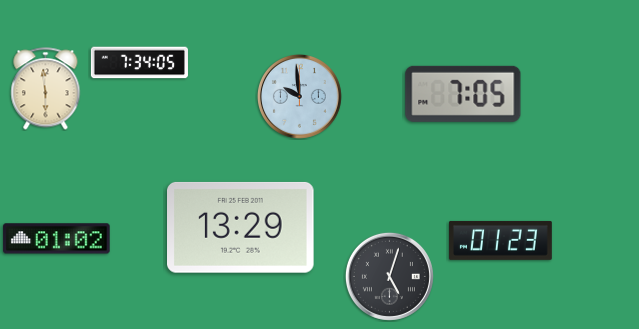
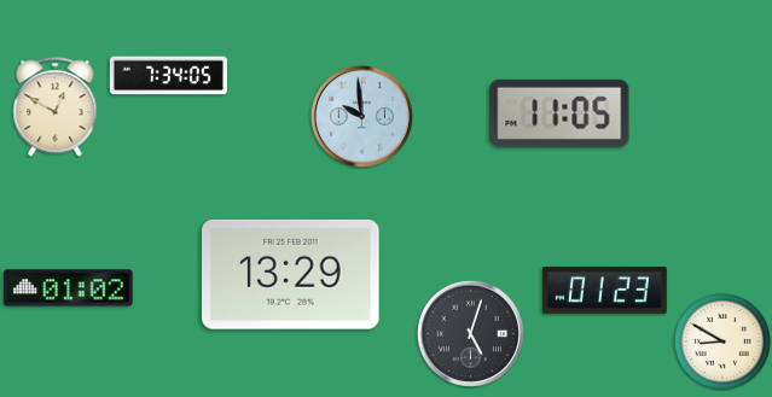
clock at (46, 89): 5:59 -> 12:50
clock at (463, 94): 7:05 -> 11:05
clock at (722, 341): none -> 8:50
